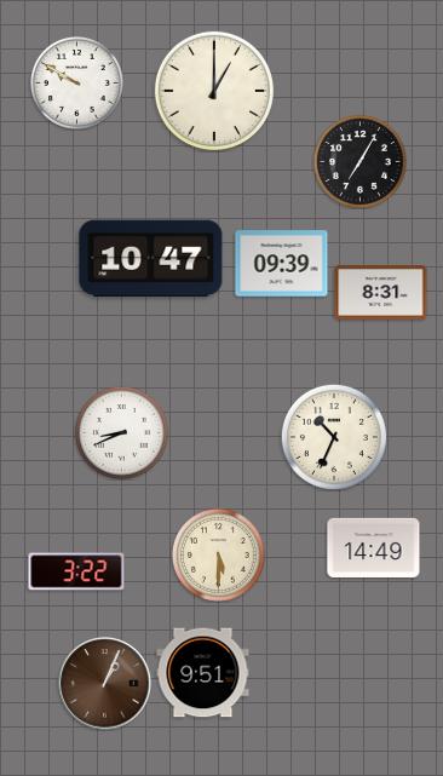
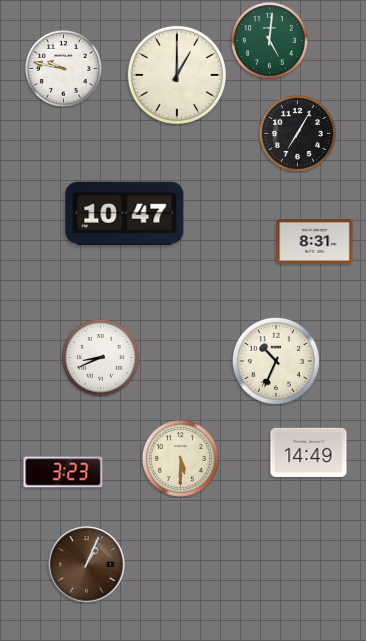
clock at (269, 40): none -> 5:01
clock at (76, 82): 9:50 -> 9:47
clock at (282, 264): 09:39 -> none
clock at (76, 571): 3:22 -> 3:23
clock at (203, 673): 9:51 -> none
